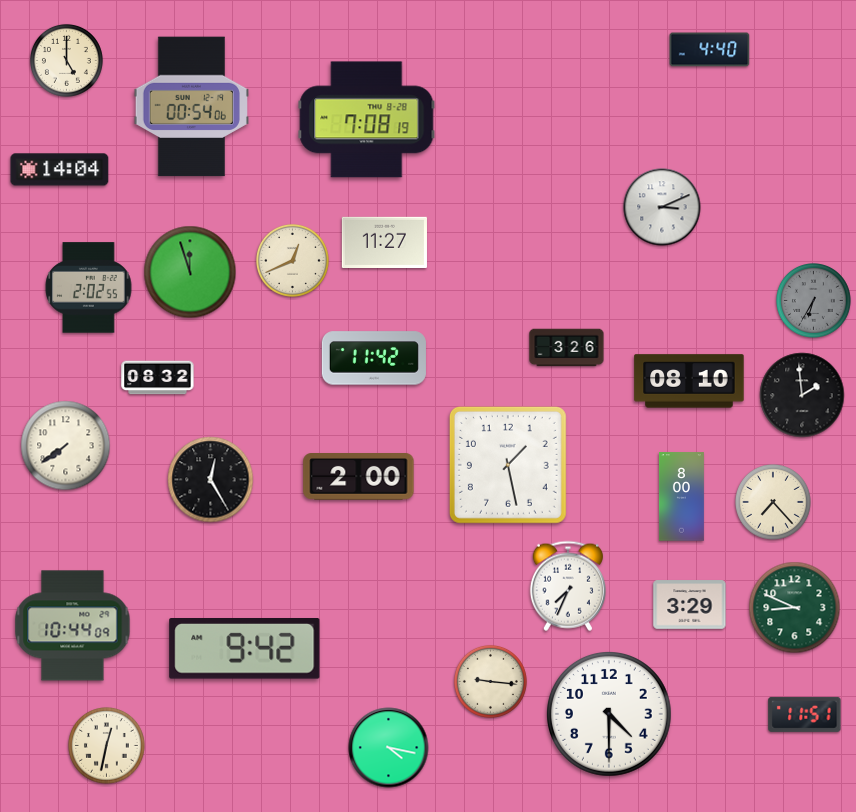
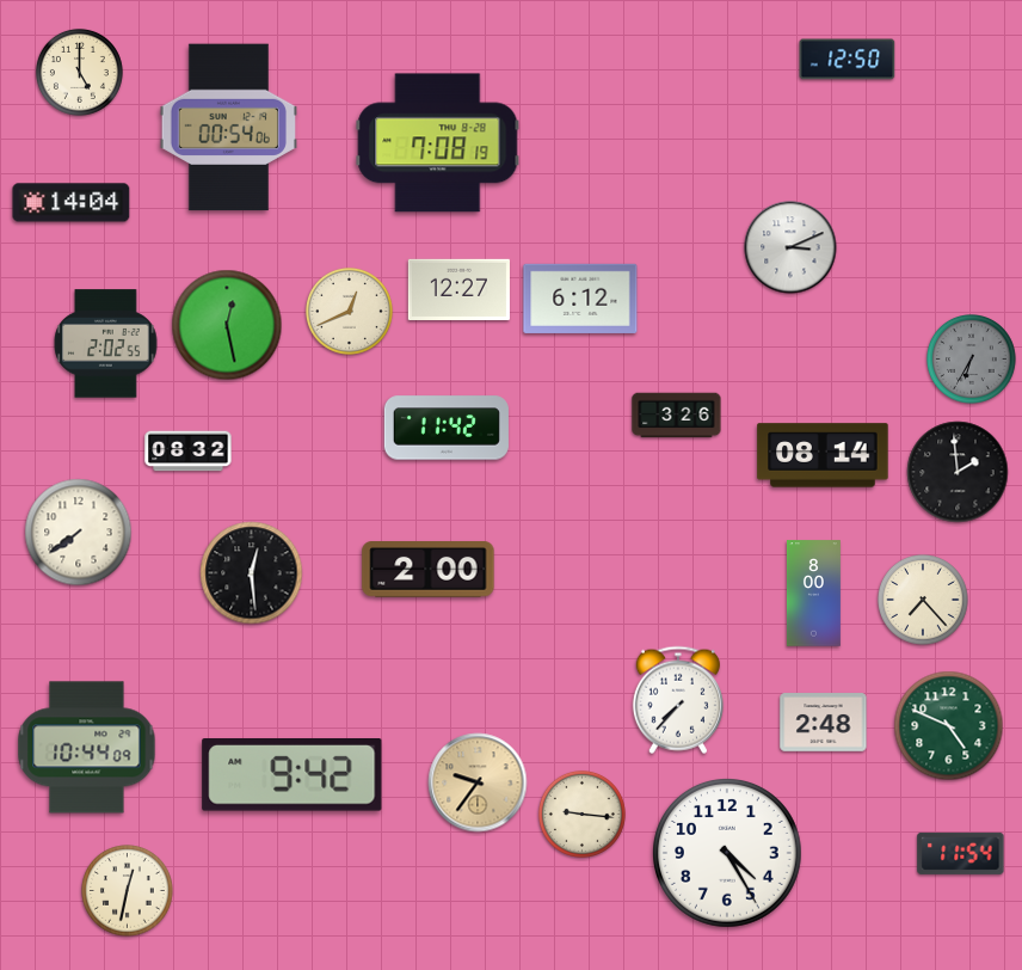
clock at (710, 50): 4:40 -> 12:50
clock at (384, 242): 11:27 -> 12:27
clock at (580, 299): none -> 6:12
clock at (190, 272): 11:57 -> 12:28
clock at (689, 381): 08:10 -> 08:14
clock at (508, 465): 1:28 -> none
clock at (211, 480): 12:25 -> 12:29
clock at (568, 586): 7:34 -> 7:37
clock at (690, 605): 3:29 -> 2:48
clock at (795, 608): 8:49 -> 4:49
clock at (478, 782): none -> 9:36
clock at (490, 681) position: (490, 681) -> (581, 814)
clock at (805, 714): 11:51 -> 11:54
clock at (610, 715): 4:30 -> 4:25
clock at (389, 748): 4:17 -> none
